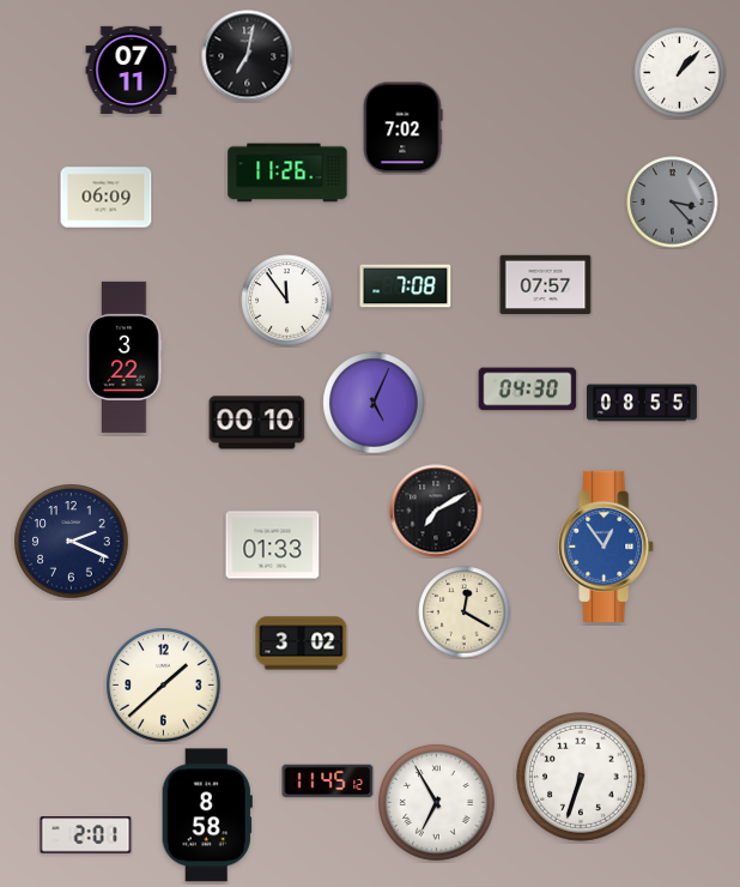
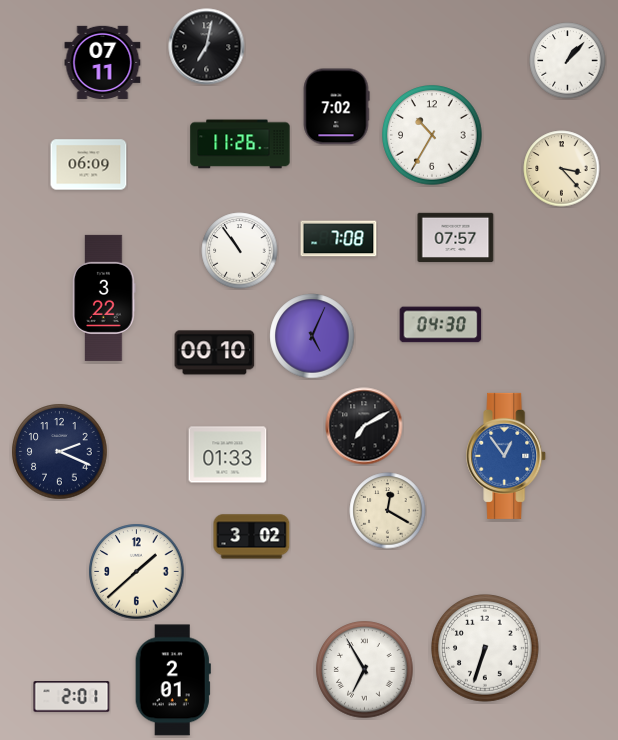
clock at (132, 70) position: (132, 70) -> (103, 62)
clock at (432, 135): none -> 10:35
clock at (673, 203) dial: grey -> cream
clock at (287, 301): 11:54 -> 10:54
clock at (642, 403): 08:55 -> none
clock at (328, 782): 11:45 -> none
clock at (207, 815): 8:58 -> 2:01
